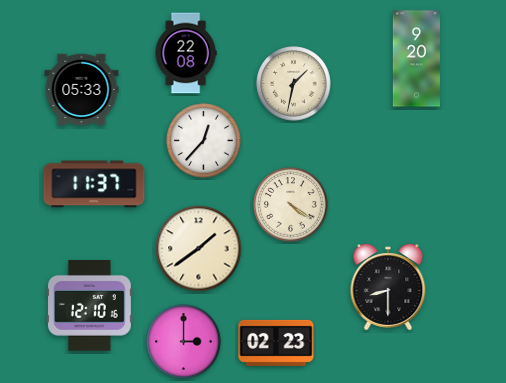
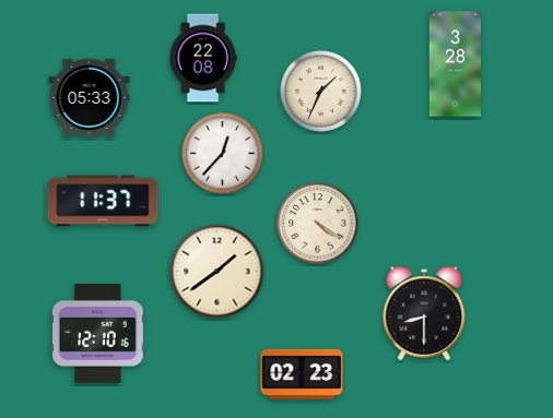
clock at (416, 59): 9:20 -> 3:28
clock at (294, 84): 1:32 -> 1:34
clock at (184, 342): 3:00 -> none
